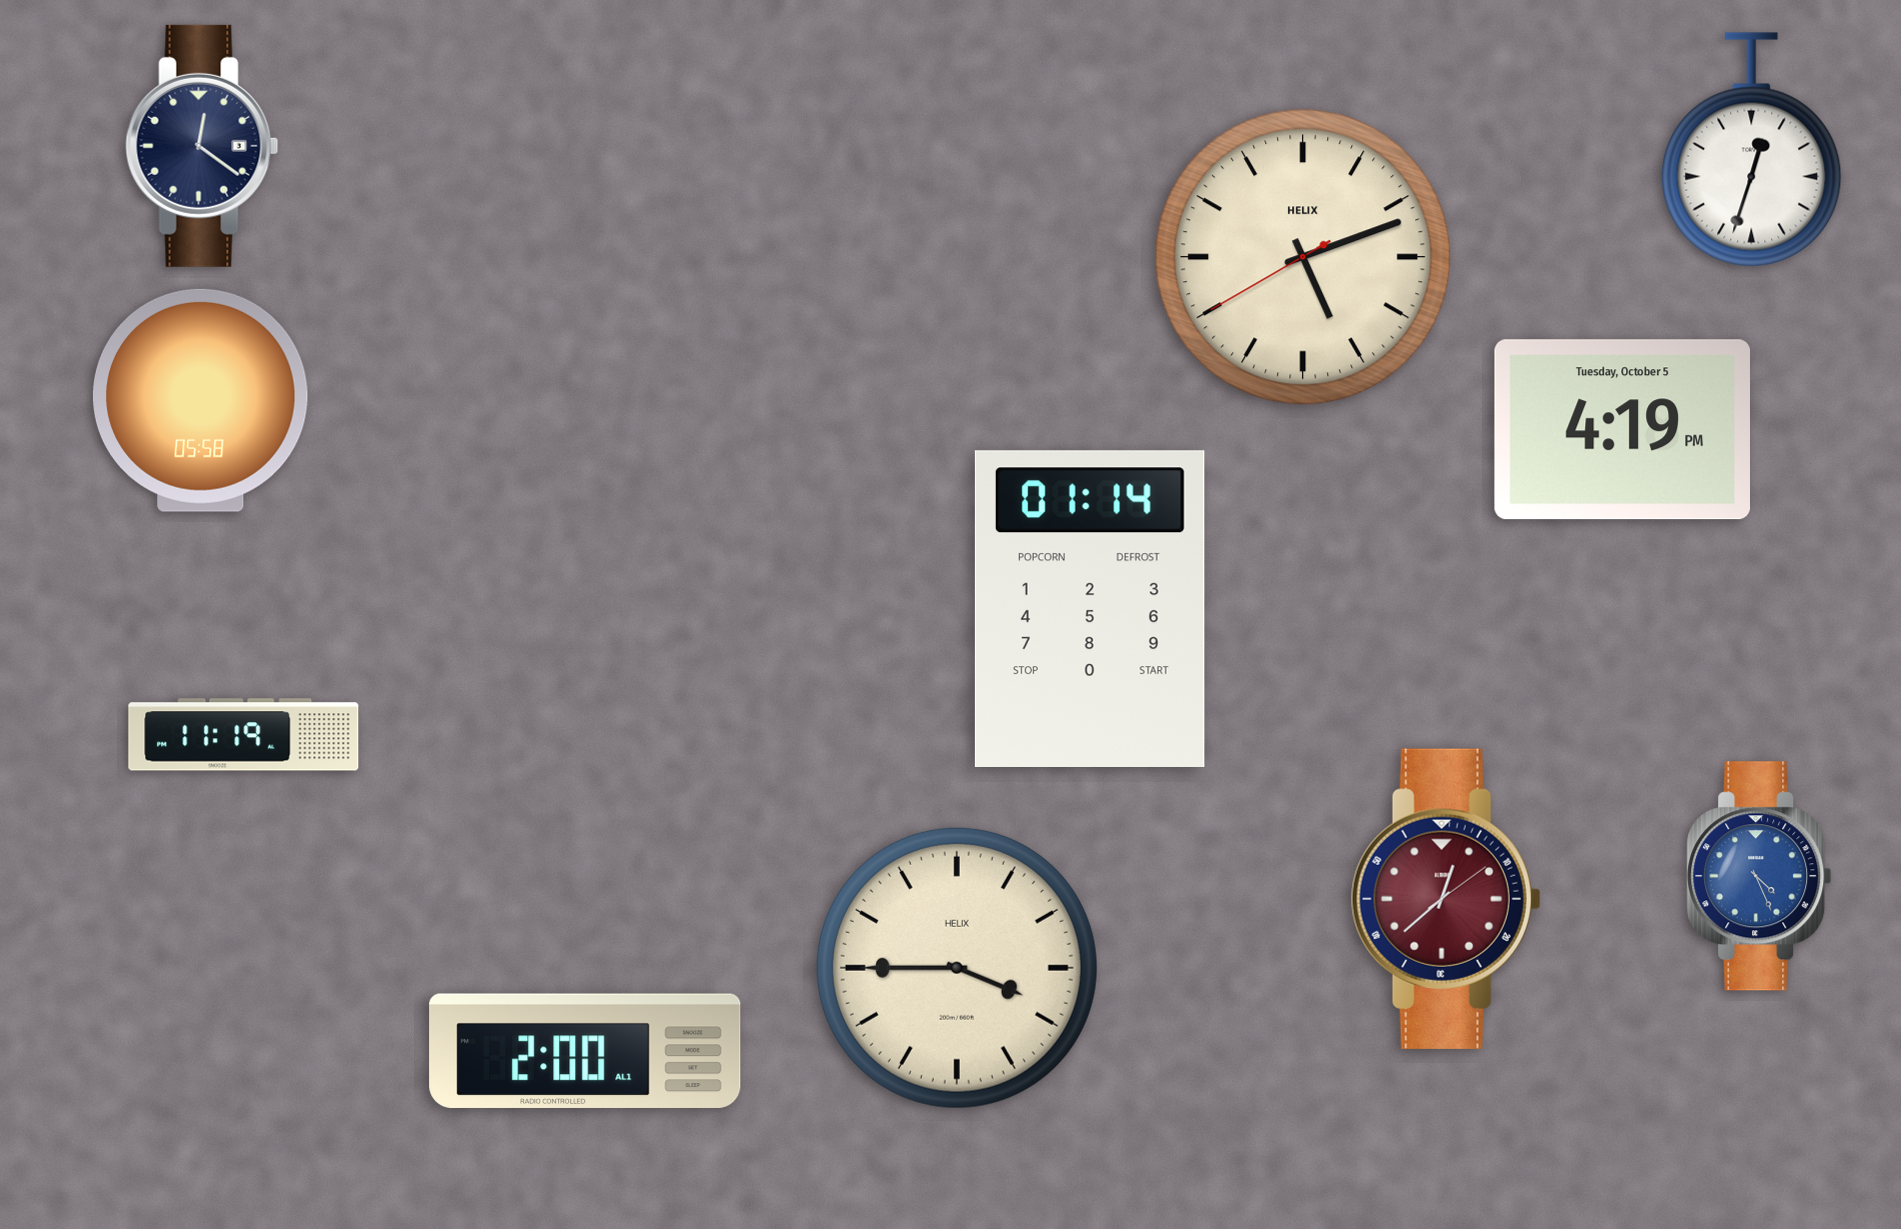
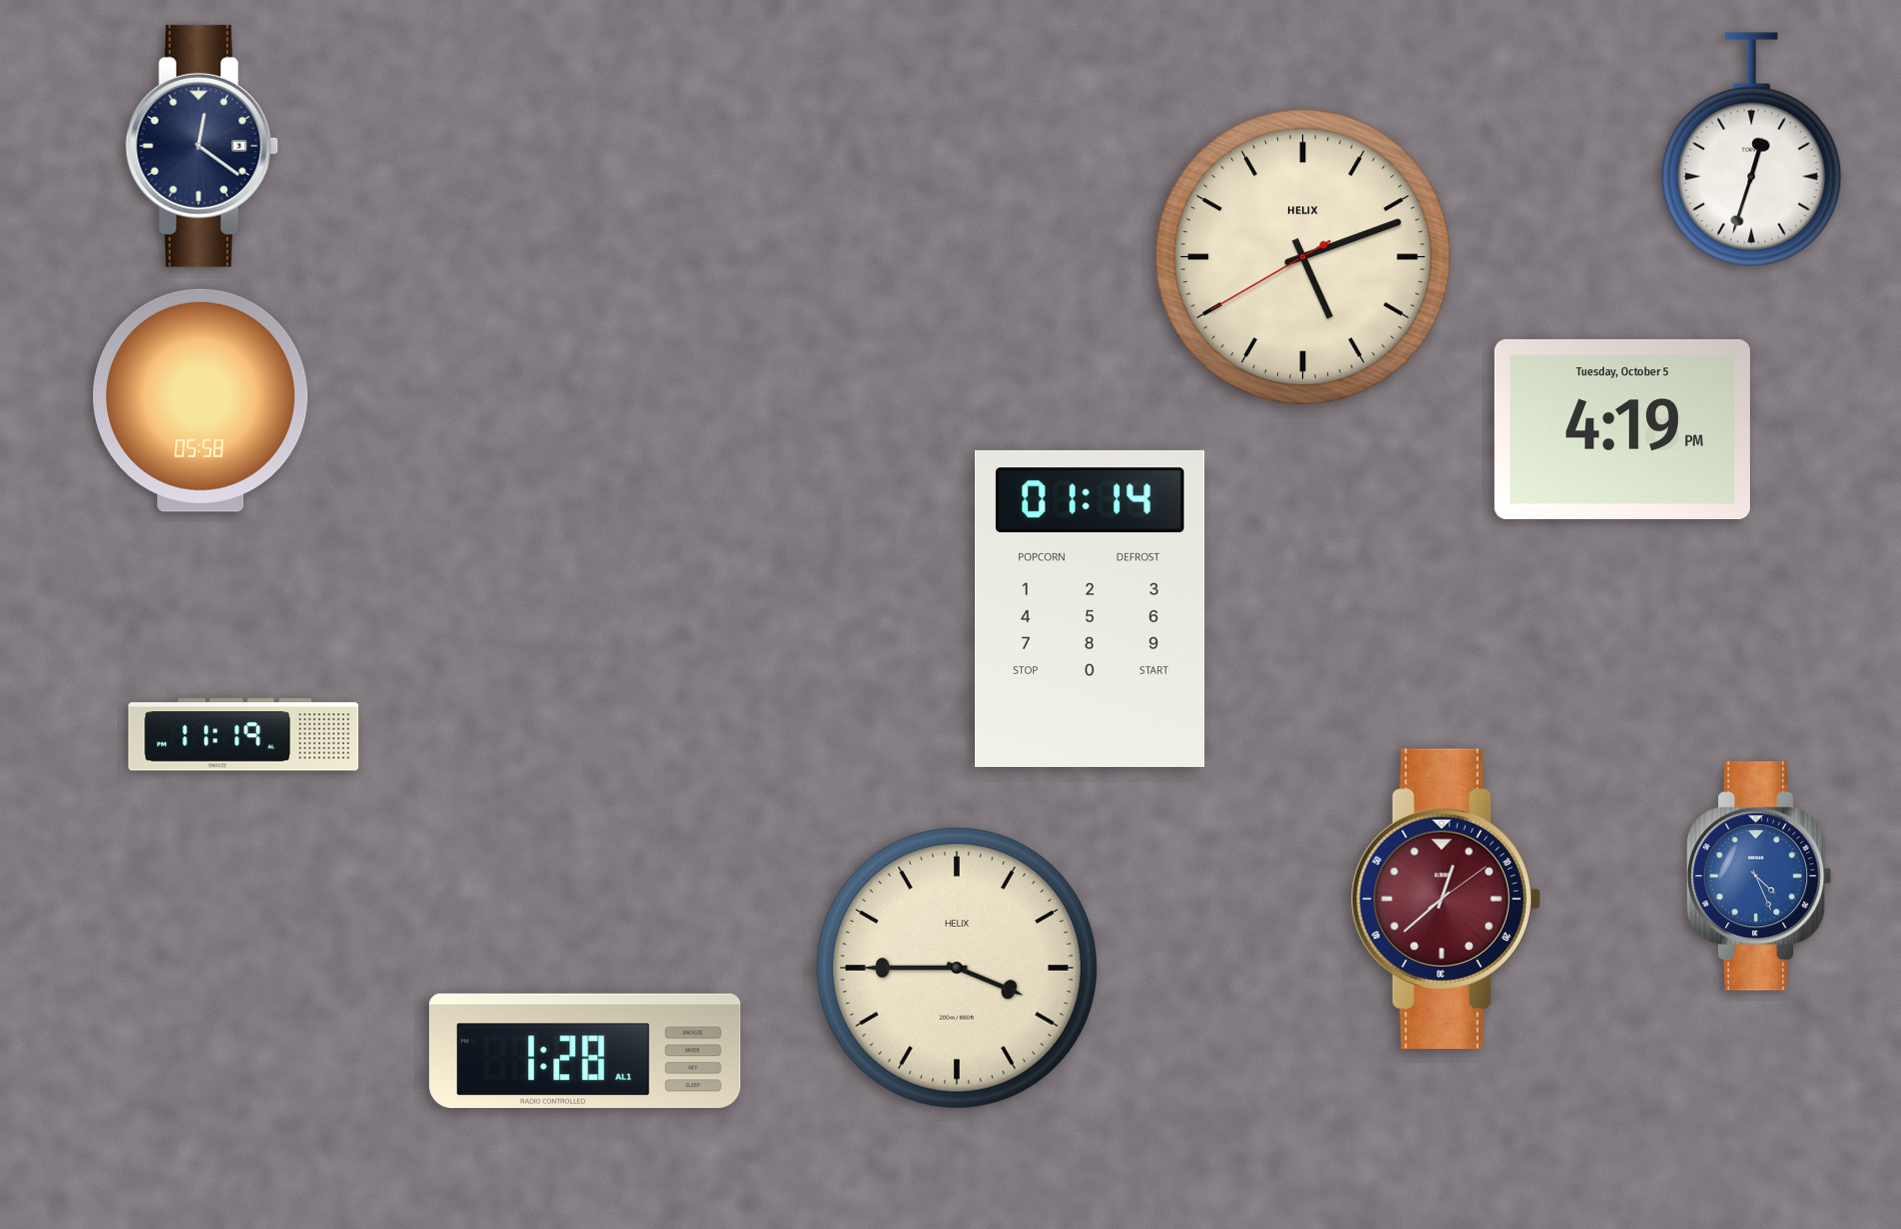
clock at (585, 1051): 2:00 -> 1:28
